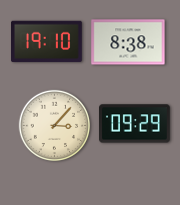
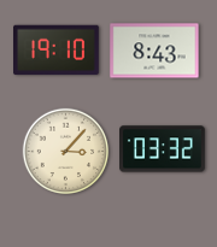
clock at (128, 42): 8:38 -> 8:43
clock at (135, 124): 09:29 -> 03:32
